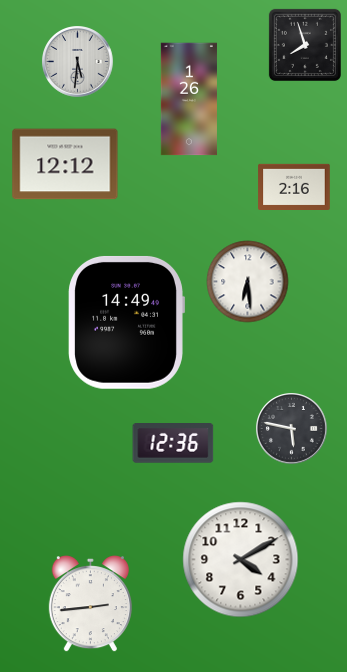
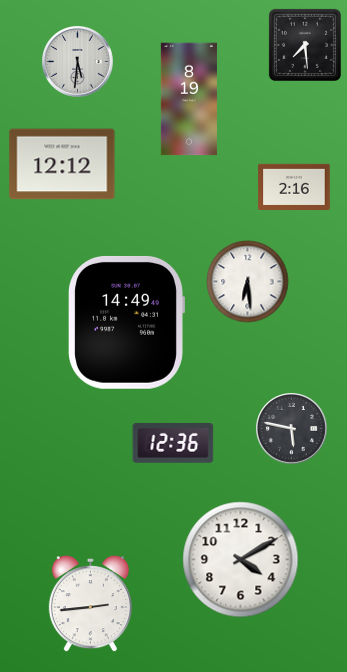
clock at (305, 45): 7:57 -> 7:29
clock at (189, 99): 1:26 -> 8:19
clock at (65, 164) position: (65, 164) -> (62, 164)
